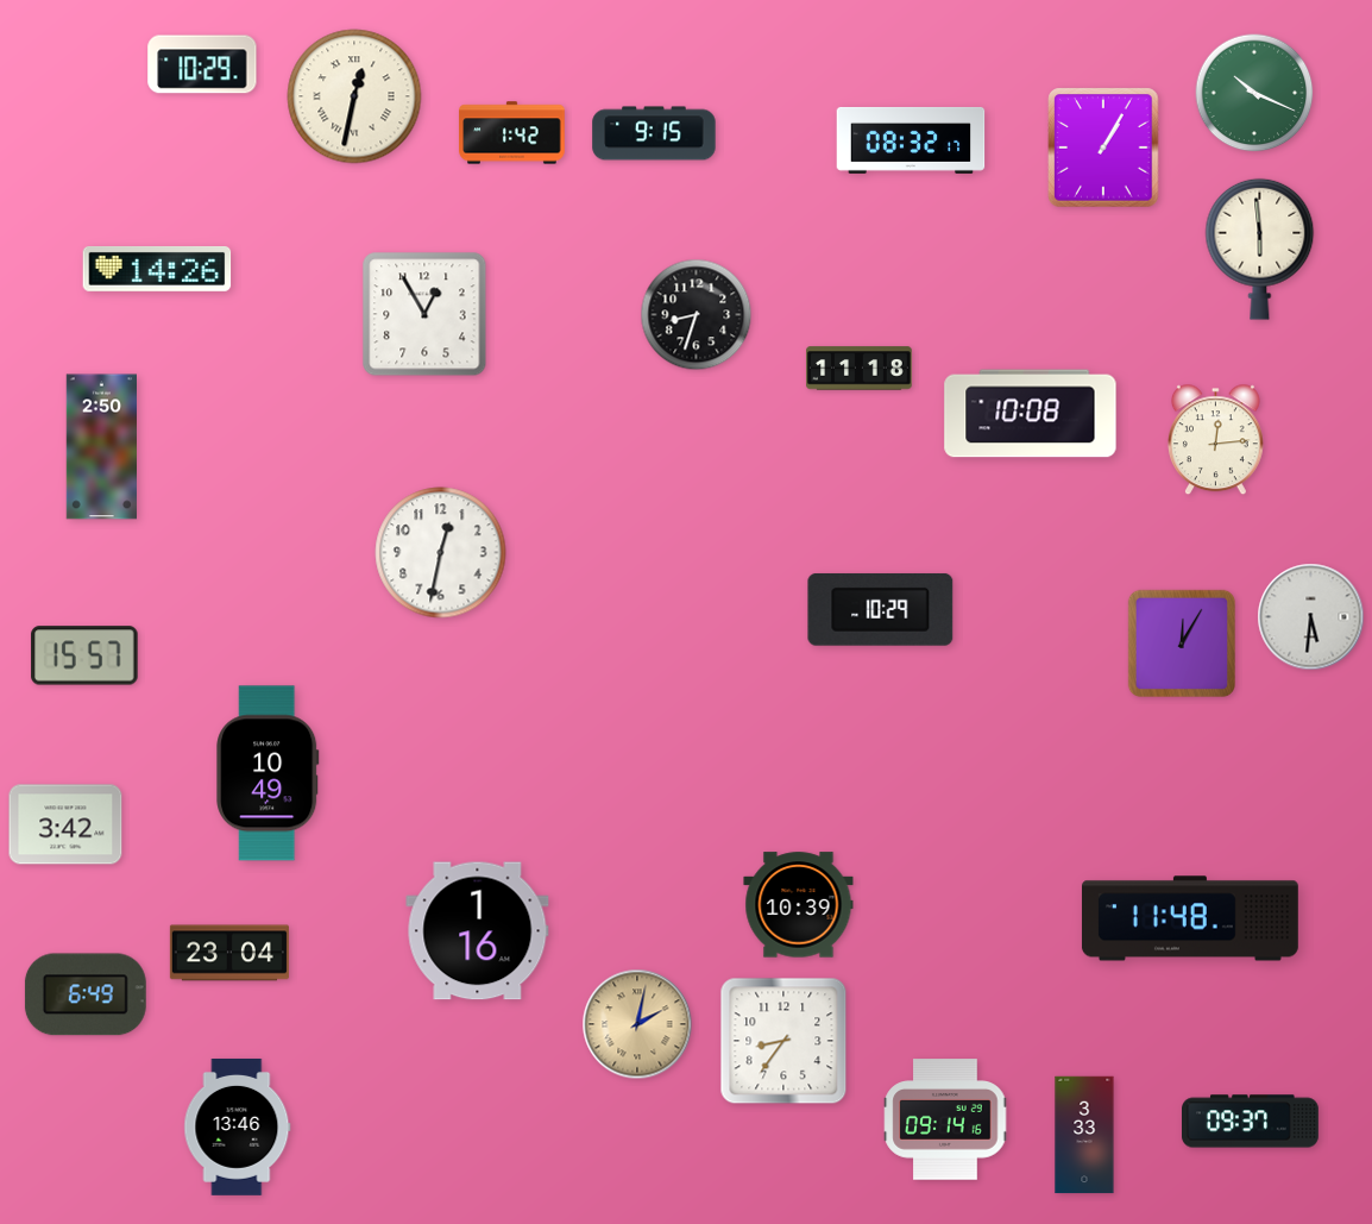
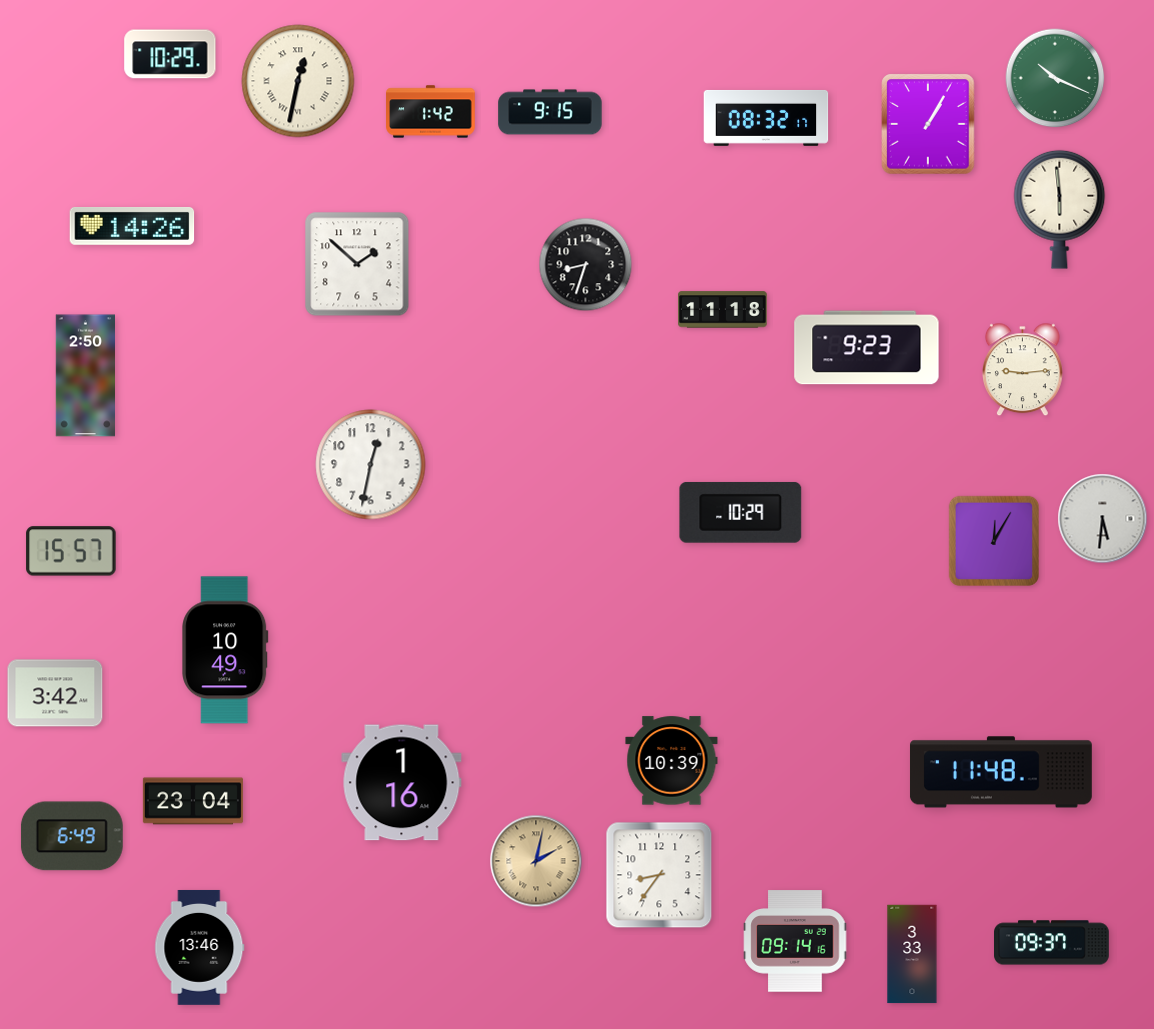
clock at (424, 314): 12:55 -> 1:52
clock at (1031, 414): 10:08 -> 9:23
clock at (1215, 440): 12:14 -> 9:14
